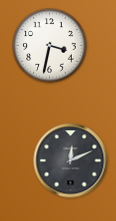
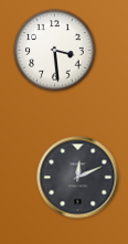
clock at (50, 46): 3:32 -> 3:29
